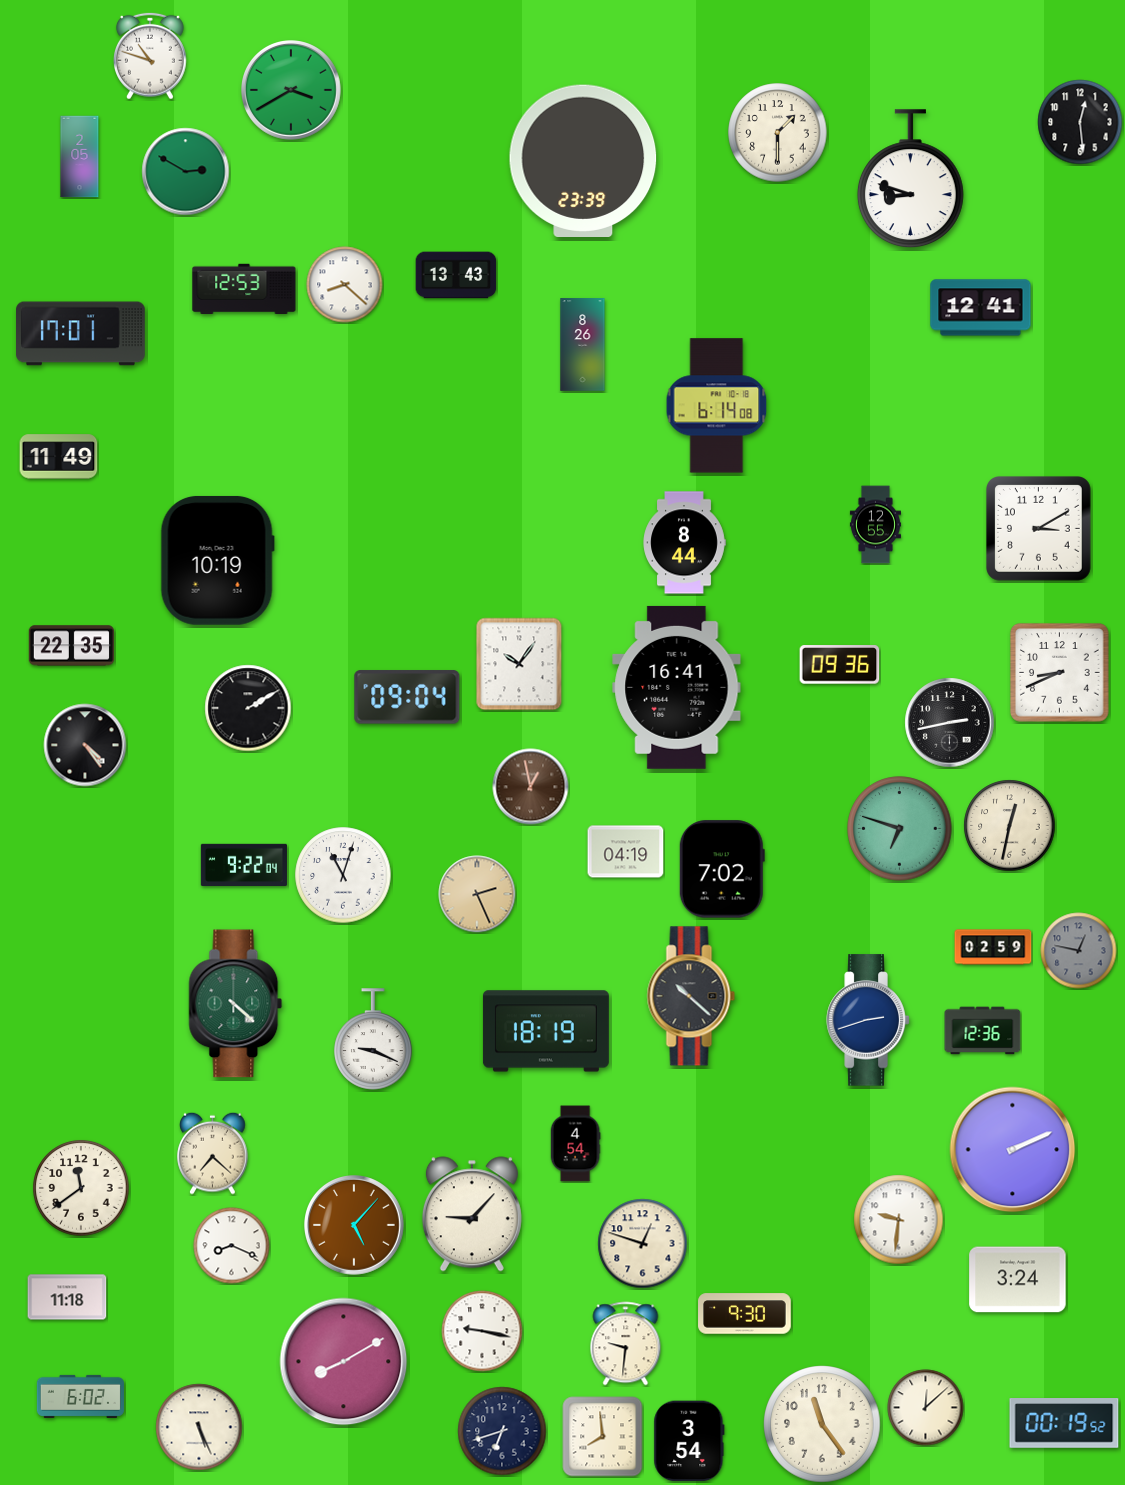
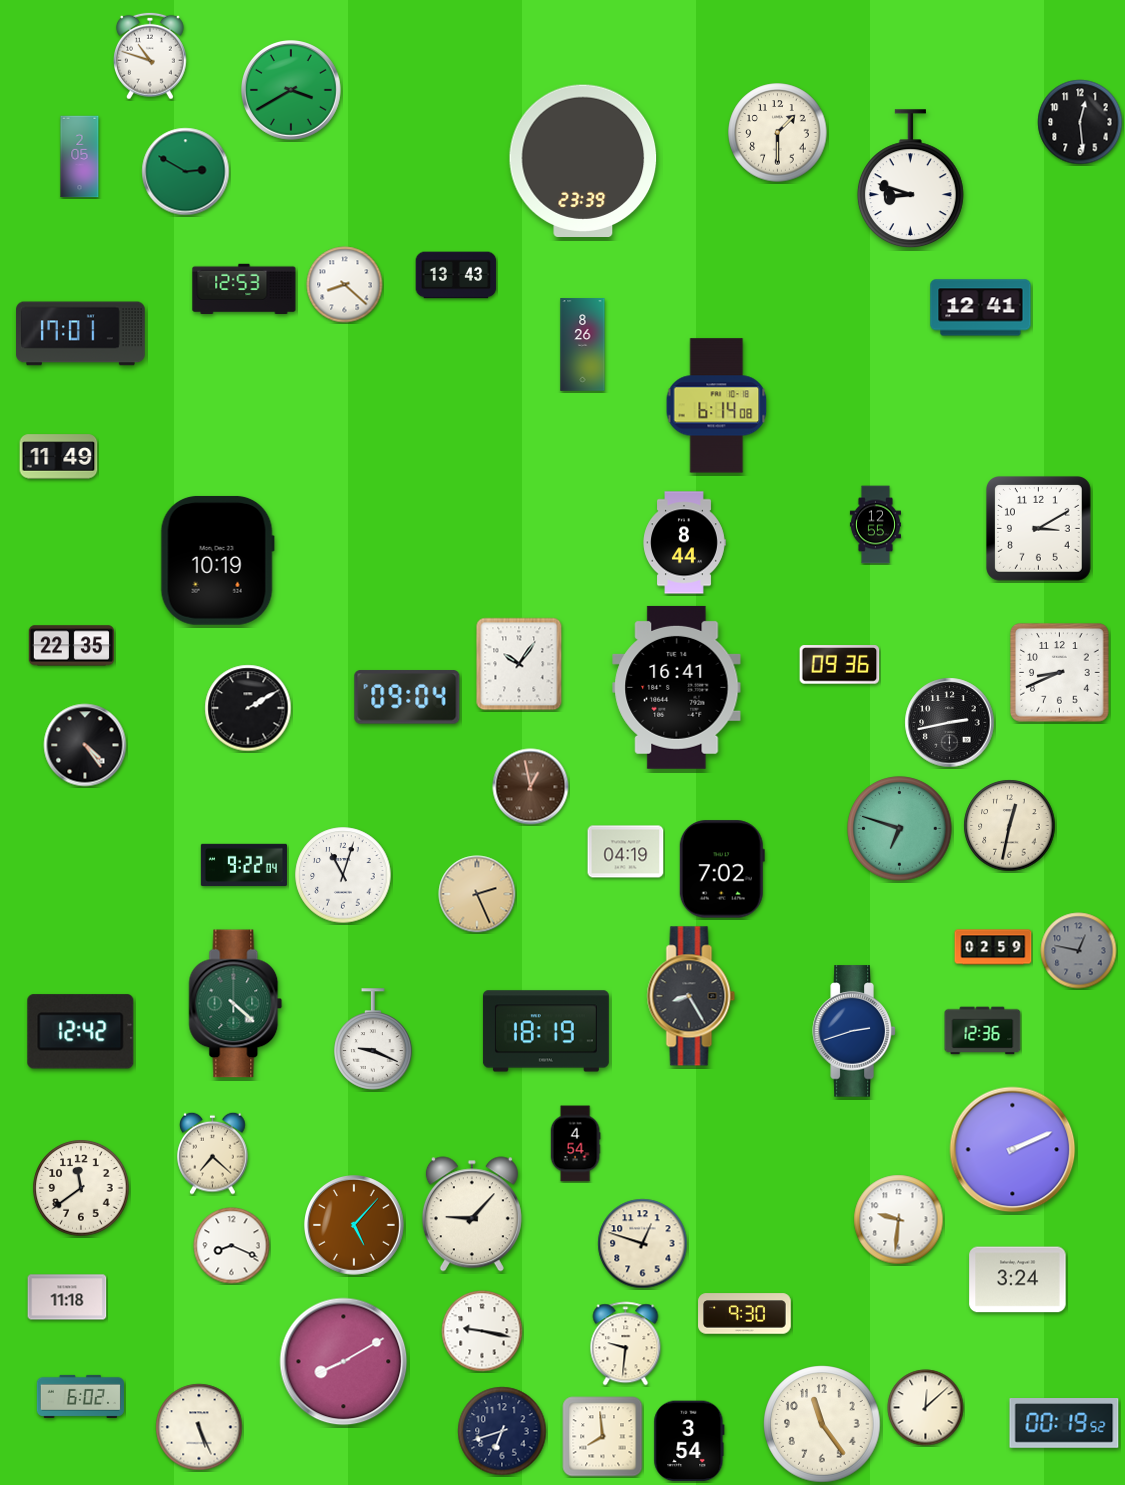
clock at (691, 996): 10:22 -> 8:25
clock at (868, 1020) position: (868, 1020) -> (854, 1031)
clock at (81, 1032): none -> 12:42
